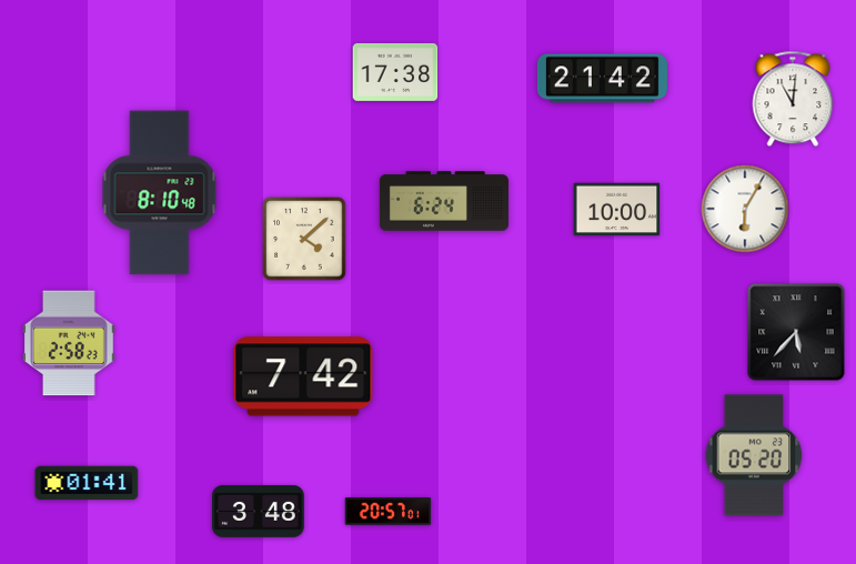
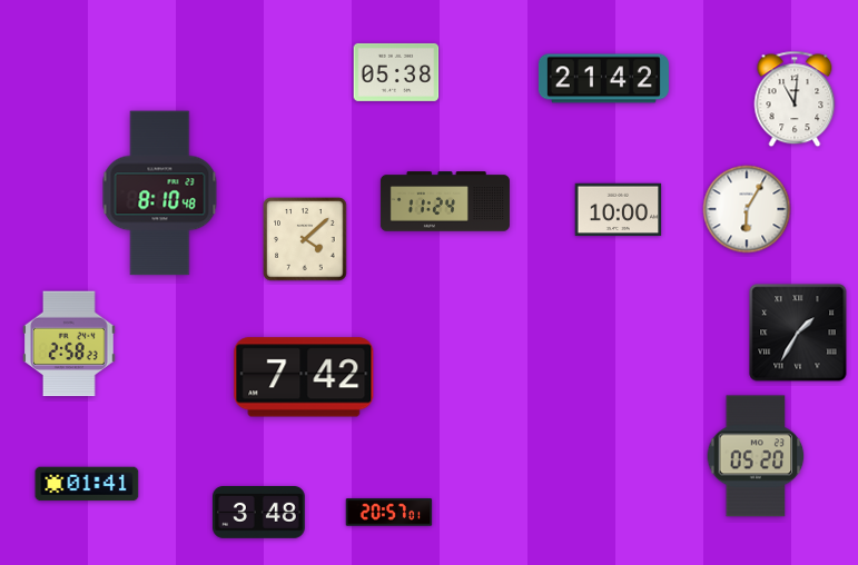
clock at (395, 72): 17:38 -> 05:38
clock at (444, 201): 6:24 -> 11:24
clock at (796, 332): 5:37 -> 1:35
